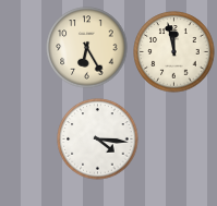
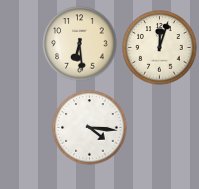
clock at (87, 48): 6:25 -> 6:29
clock at (174, 52): 11:58 -> 12:03
